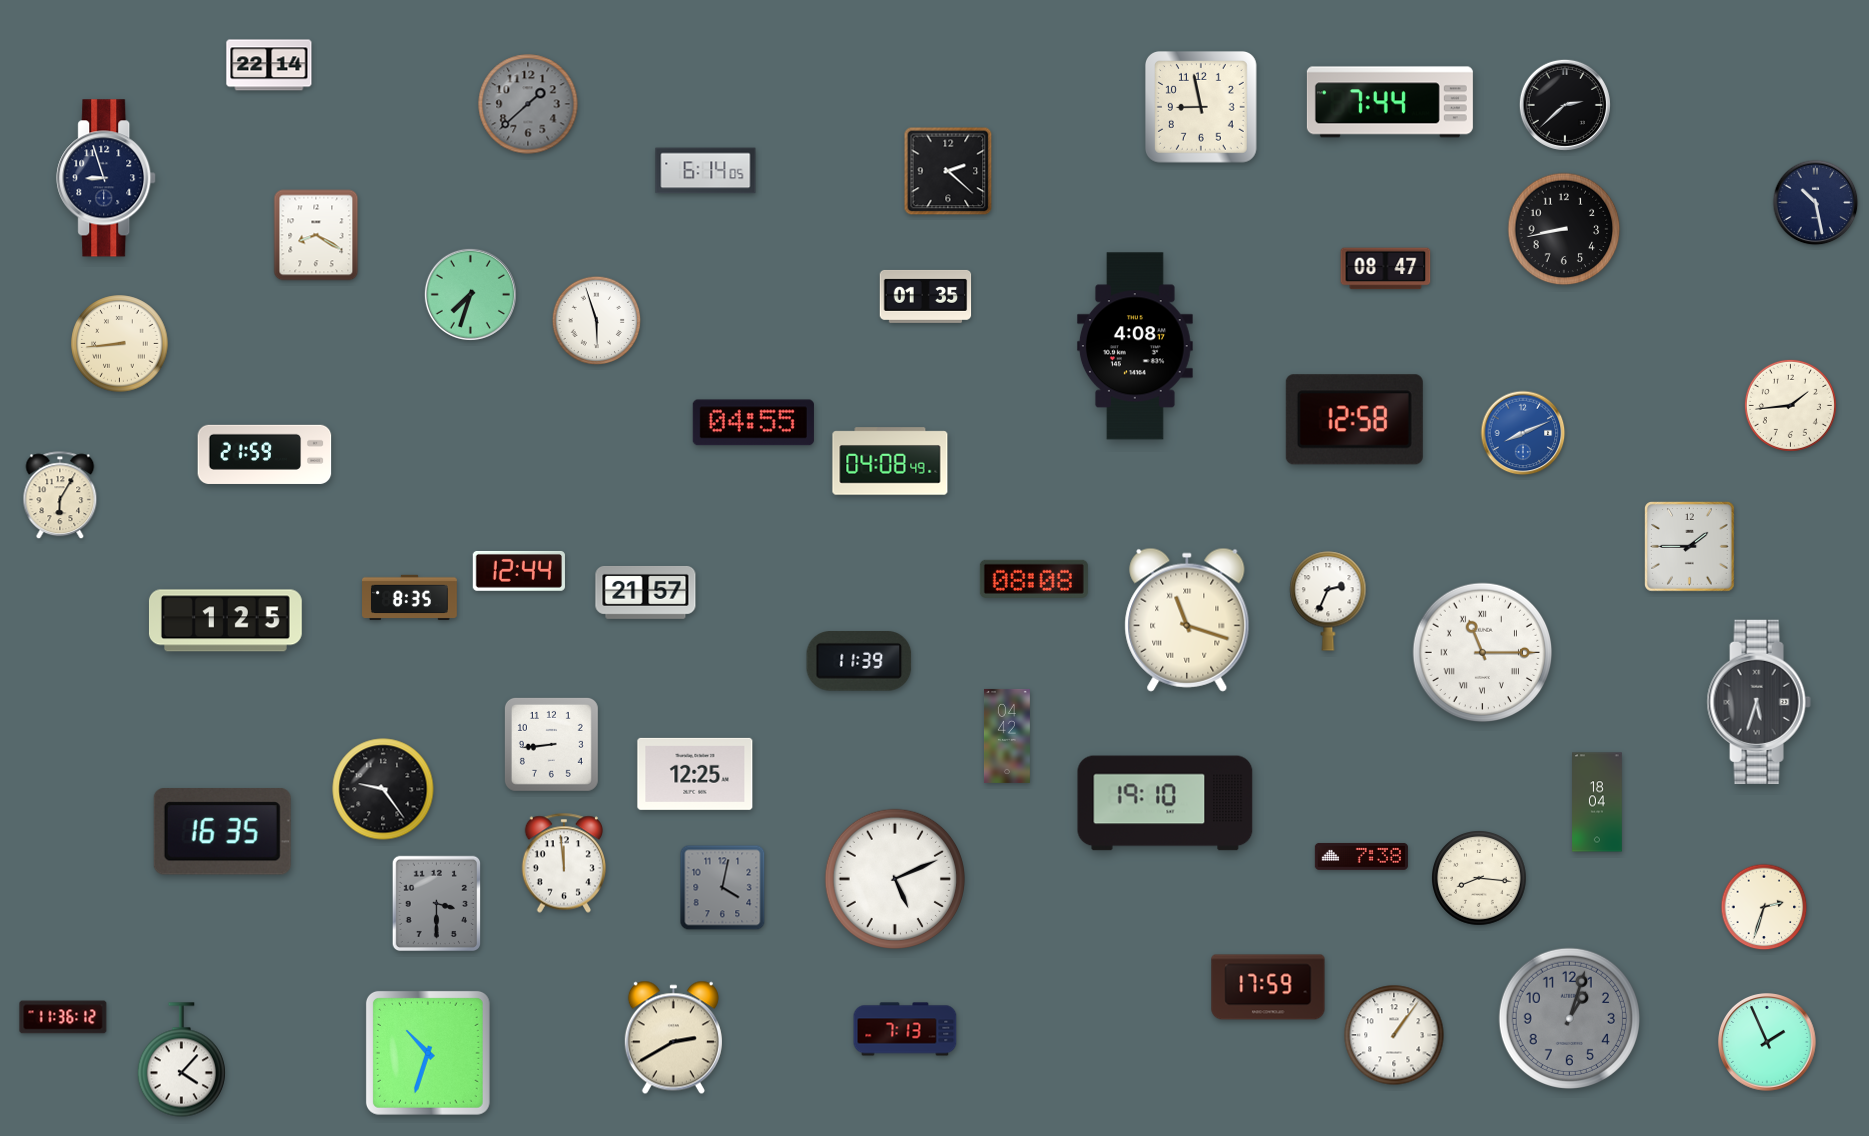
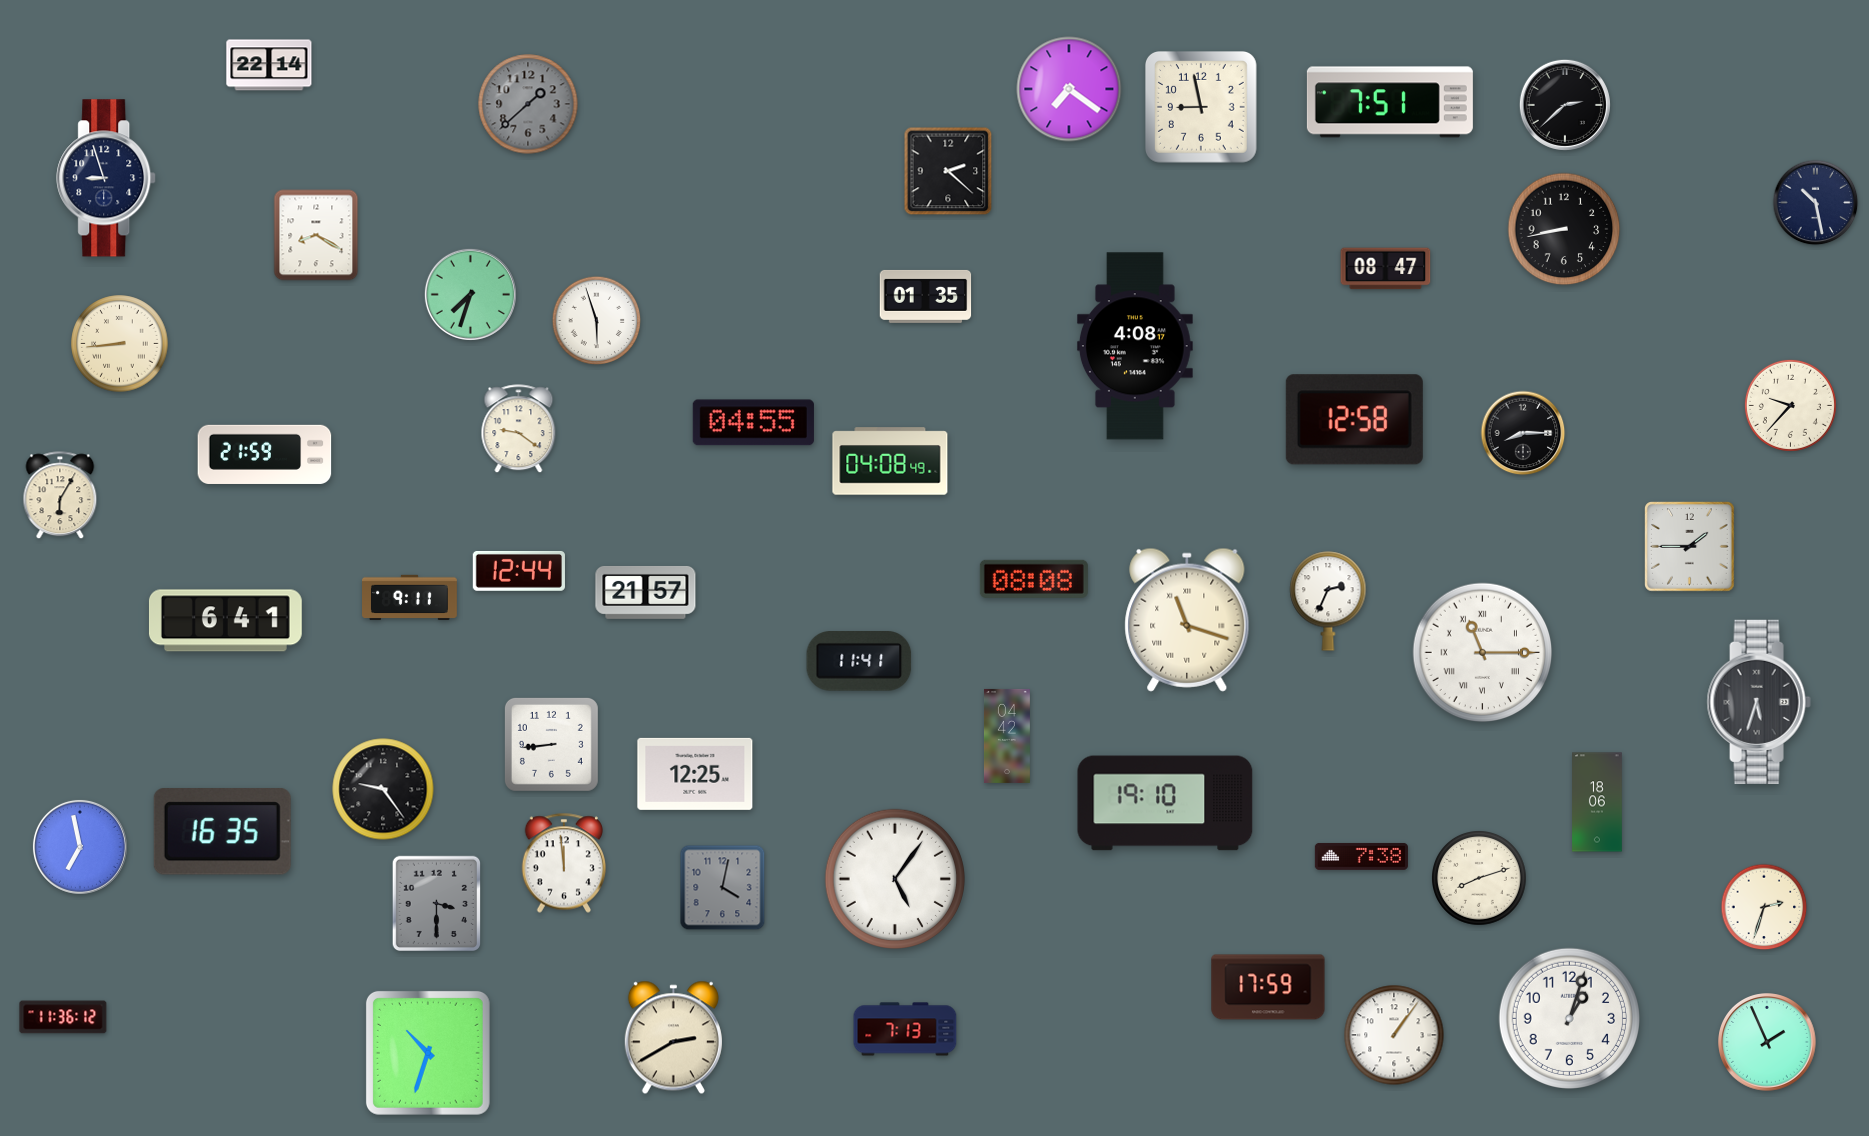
clock at (1069, 89): none -> 7:21
clock at (1390, 102): 7:44 -> 7:51
clock at (706, 171): 6:14 -> none
clock at (1790, 405): 1:44 -> 9:37
clock at (519, 429): none -> 9:21
clock at (1523, 433): 8:11 -> 8:15
clock at (1523, 433) dial: blue -> black
clock at (410, 598): 8:35 -> 9:11
clock at (225, 621): 1:25 -> 6:41
clock at (859, 662): 11:39 -> 11:41
clock at (1597, 802): 18:04 -> 18:06
clock at (80, 847): none -> 6:58
clock at (894, 878): 5:11 -> 5:06
clock at (1480, 879): 8:16 -> 8:12
clock at (1569, 1018) dial: grey -> white
clock at (181, 1060): 4:07 -> none
